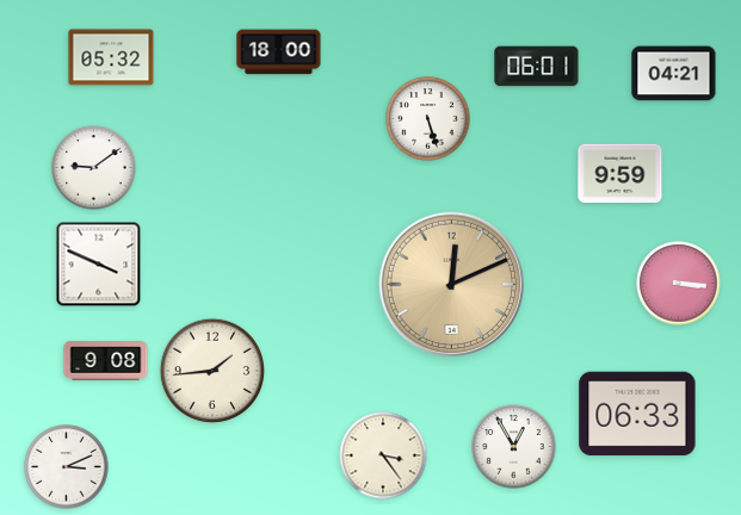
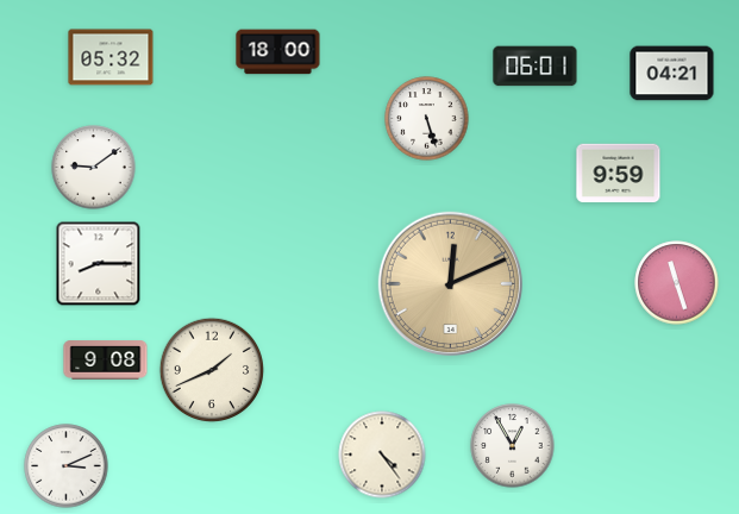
clock at (99, 265): 3:49 -> 8:15
clock at (679, 284): 3:16 -> 11:27
clock at (212, 371): 1:44 -> 1:41
clock at (637, 414): 06:33 -> none
clock at (383, 455): 3:24 -> 4:24
